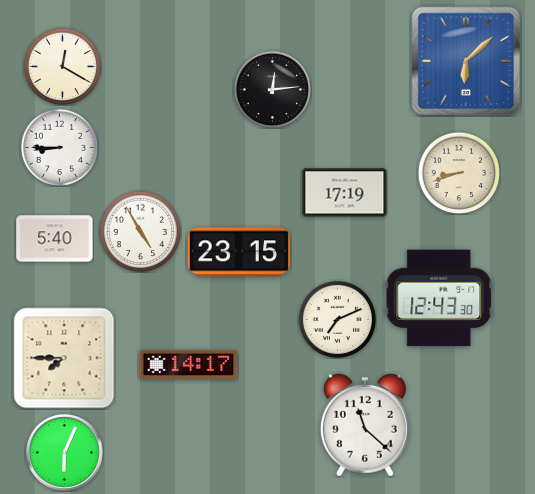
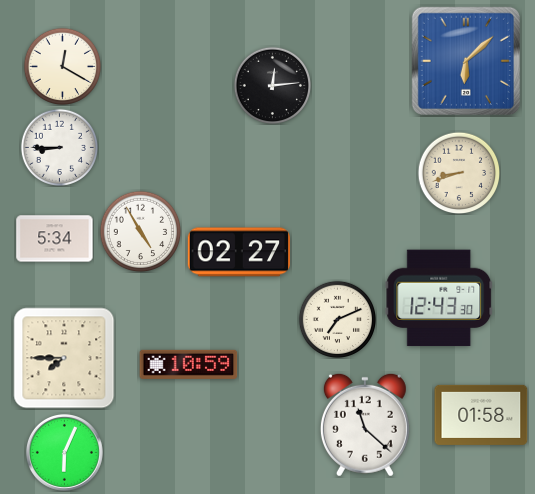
clock at (272, 89) position: (272, 89) -> (272, 85)
clock at (345, 193): 17:19 -> none
clock at (55, 239): 5:40 -> 5:34
clock at (238, 252): 23:15 -> 02:27
clock at (189, 364): 14:17 -> 10:59
clock at (481, 415): none -> 01:58
